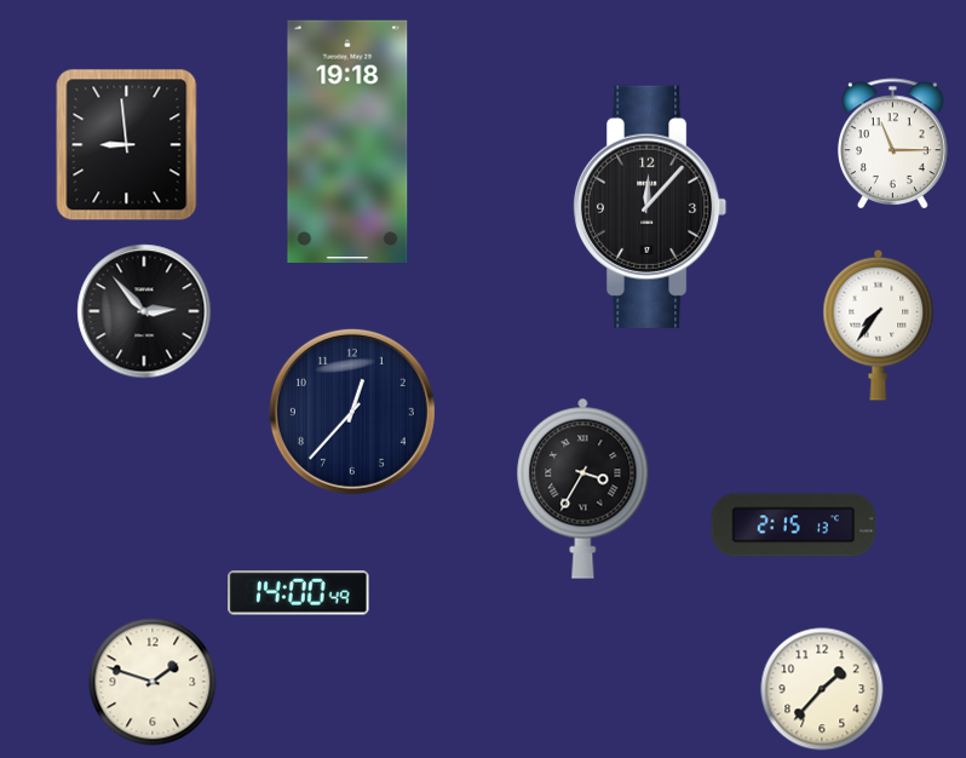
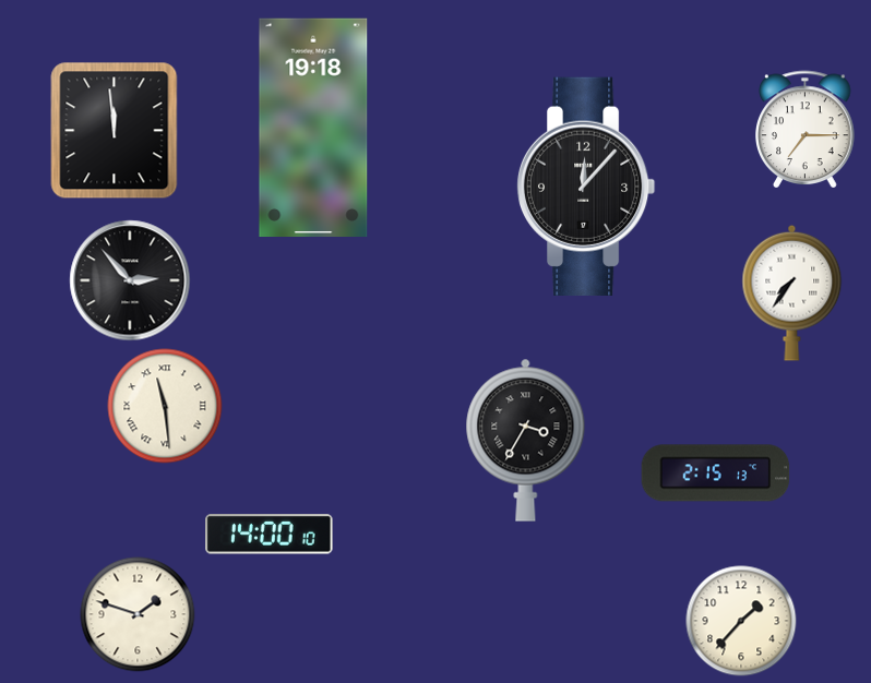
clock at (893, 143): 11:15 -> 7:15
clock at (127, 145): 8:59 -> 11:59
clock at (352, 412): 12:37 -> none
clock at (165, 406): none -> 11:29
clock at (299, 593): 14:00:49 -> 14:00:10
